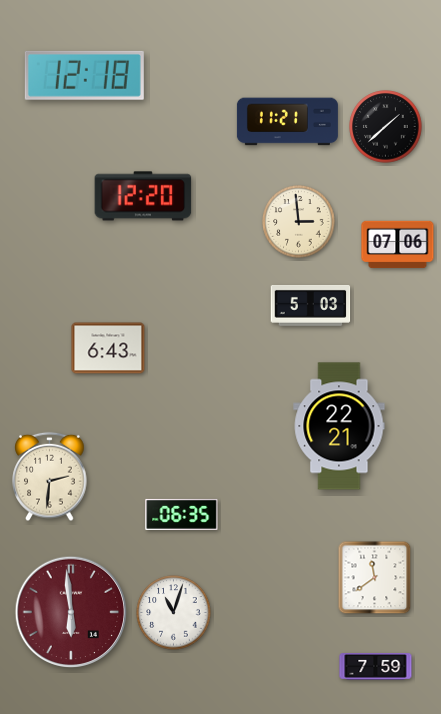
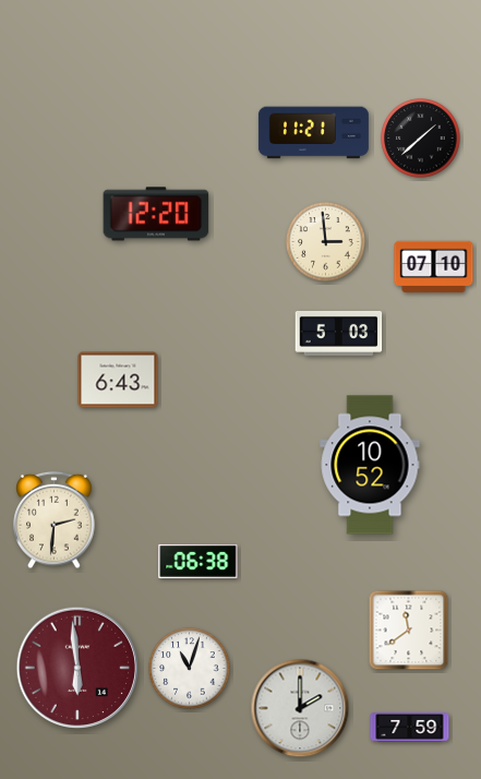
clock at (84, 75): 12:18 -> none
clock at (398, 245): 07:06 -> 07:10
clock at (339, 426): 22:21 -> 10:52
clock at (182, 514): 06:35 -> 06:38
clock at (300, 708): none -> 2:00
